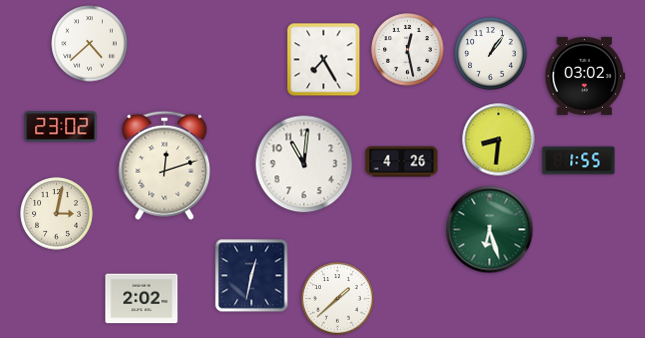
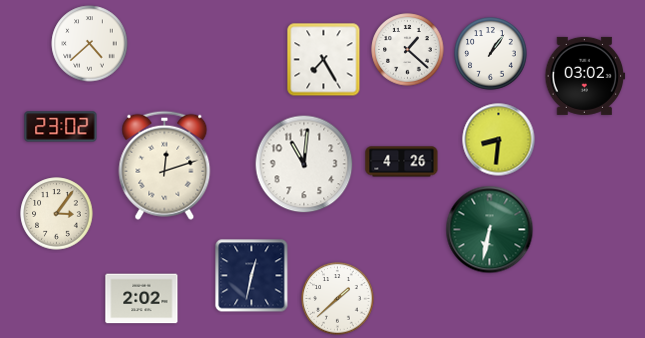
clock at (408, 50): 12:28 -> 1:22
clock at (579, 161): 1:55 -> none
clock at (57, 214): 3:02 -> 3:06
clock at (490, 230): 6:27 -> 6:32
